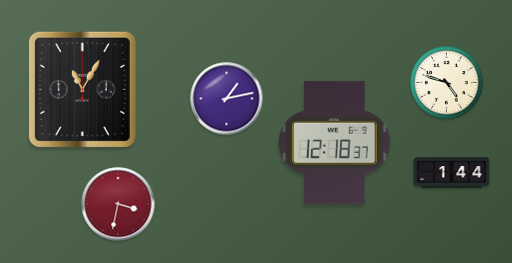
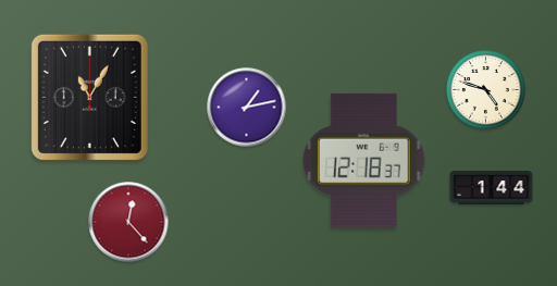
clock at (335, 142) position: (335, 142) -> (364, 160)
clock at (118, 204): 3:32 -> 12:23
